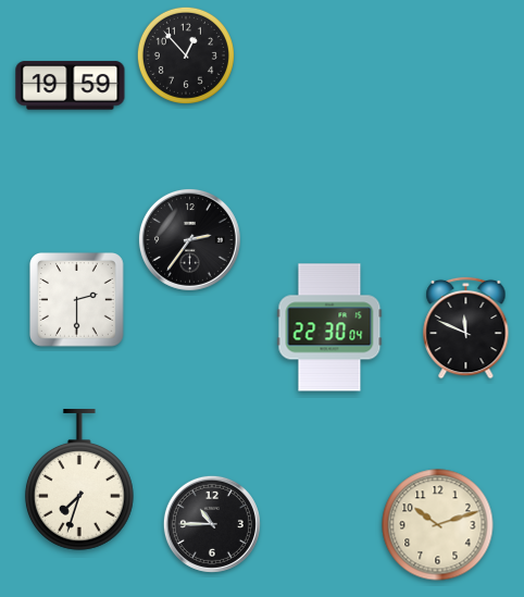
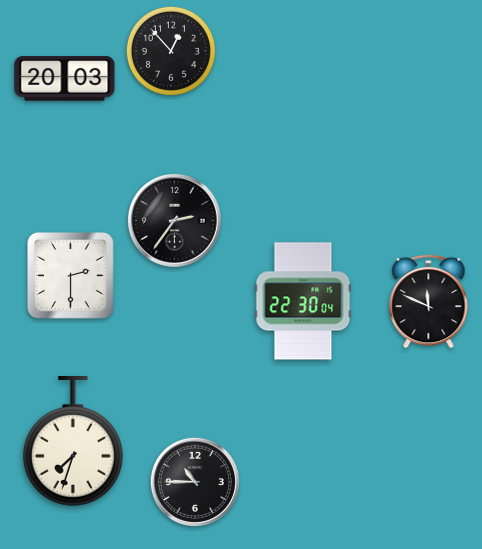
clock at (71, 86): 19:59 -> 20:03
clock at (438, 525): 10:12 -> none
